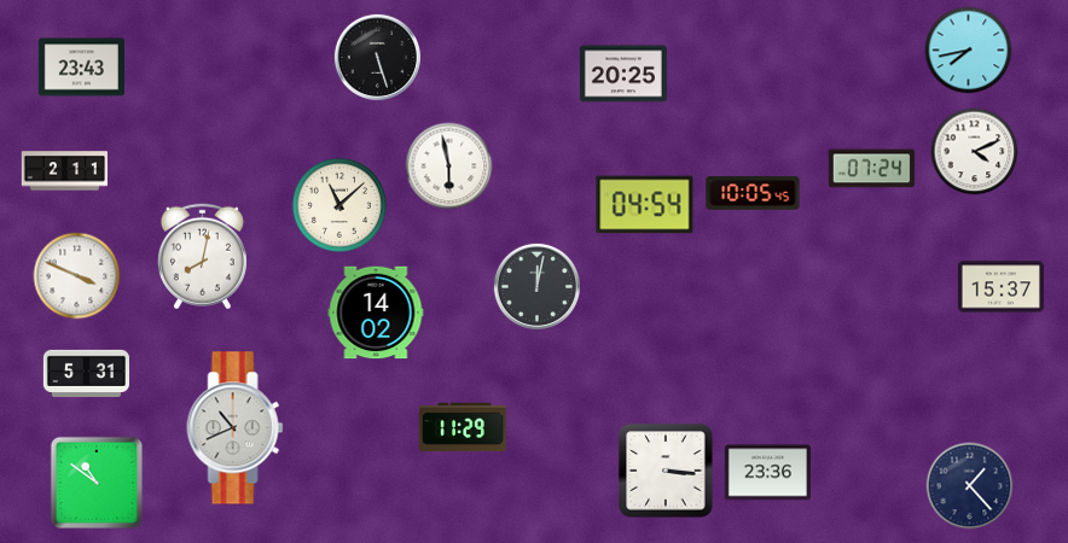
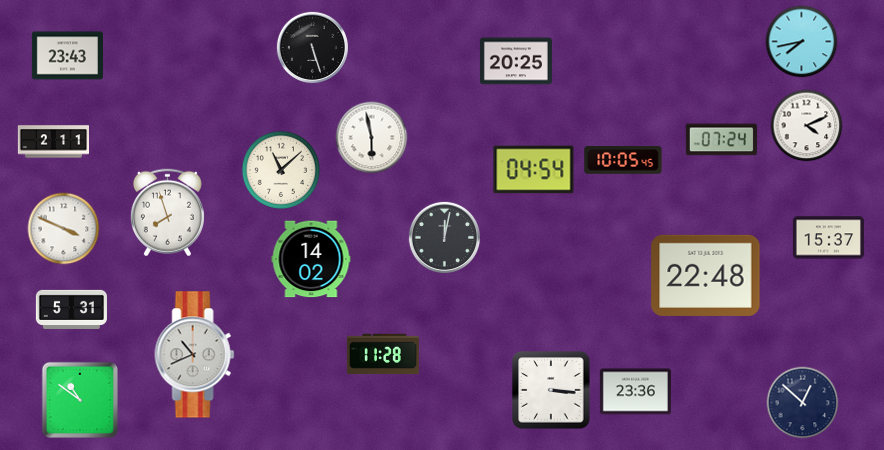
clock at (202, 257): 8:02 -> 7:57
clock at (706, 275): none -> 22:48
clock at (463, 427): 11:29 -> 11:28
clock at (970, 486): 1:23 -> 12:52
